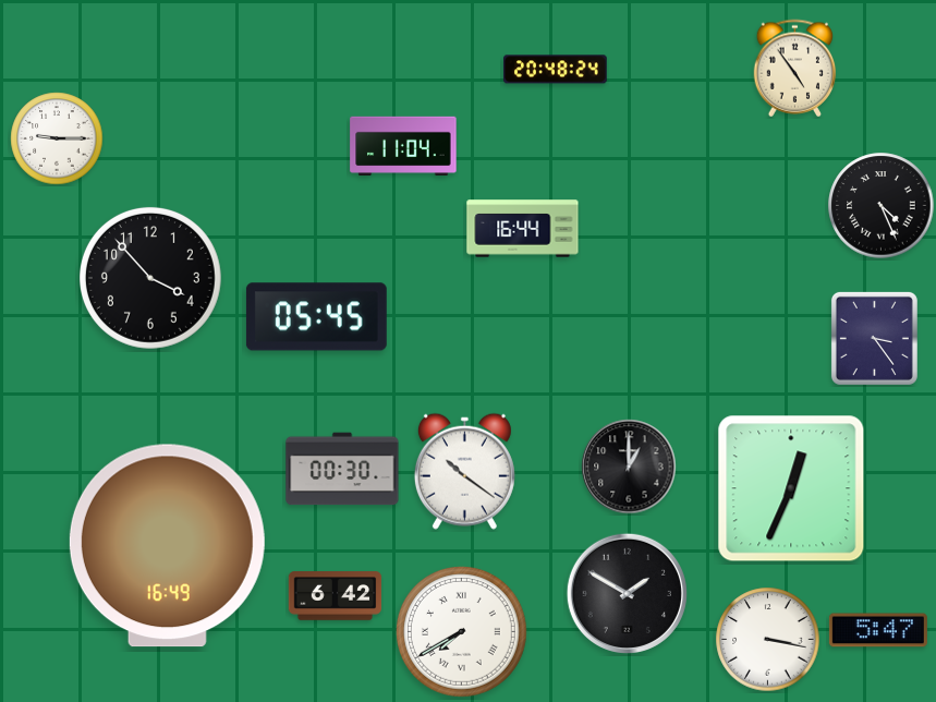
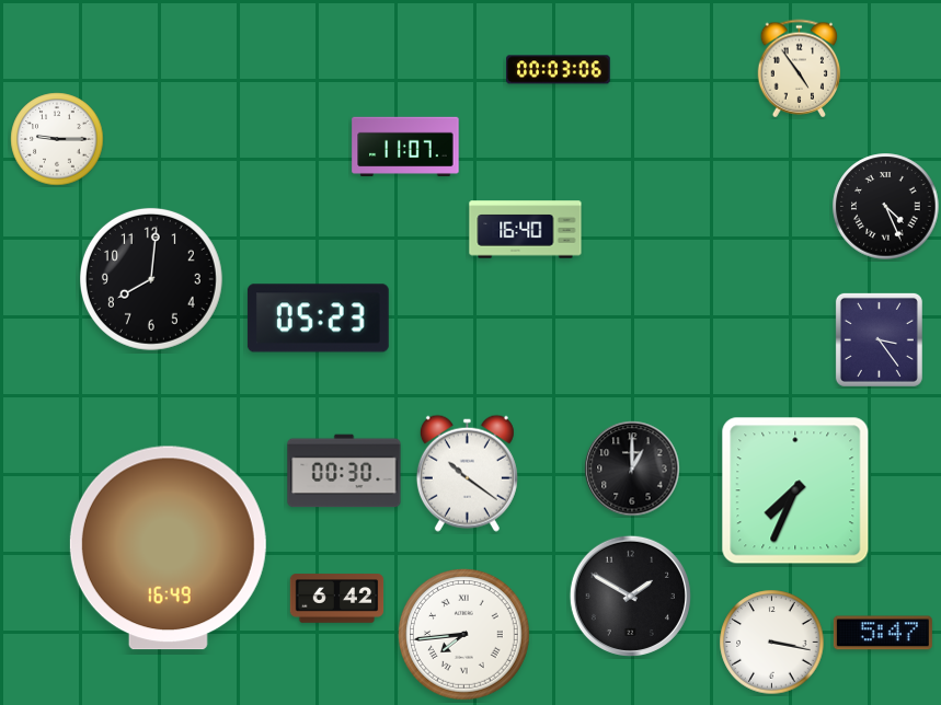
clock at (556, 70): 20:48 -> 00:03
clock at (403, 146): 11:04 -> 11:07
clock at (523, 229): 16:44 -> 16:40
clock at (150, 278): 3:53 -> 8:01
clock at (316, 317): 05:45 -> 05:23
clock at (791, 488): 12:34 -> 7:34
clock at (462, 632): 7:40 -> 7:44
